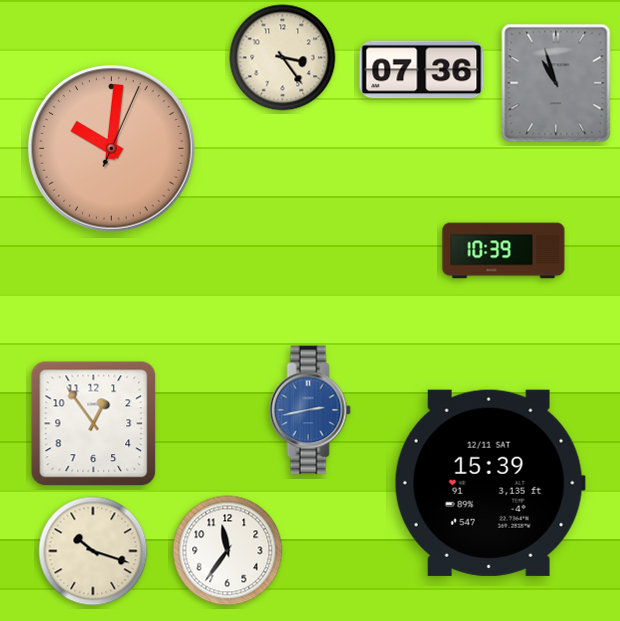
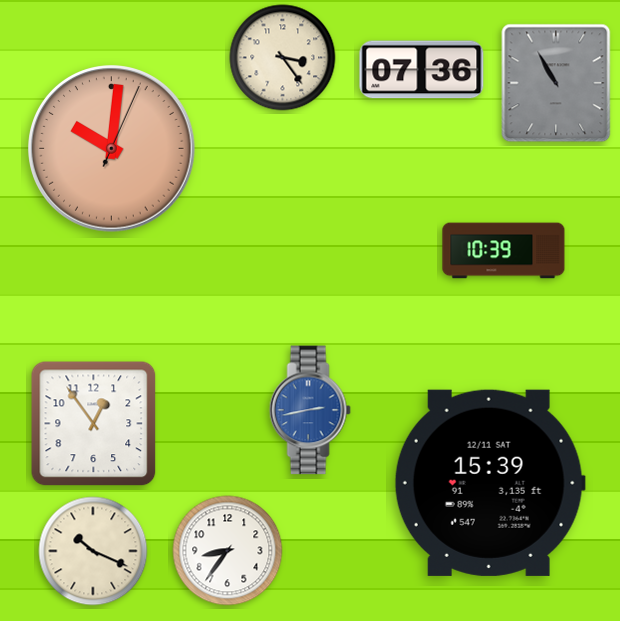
clock at (556, 83): 10:57 -> 10:55
clock at (93, 551): 10:18 -> 10:19
clock at (228, 551): 11:36 -> 8:36
